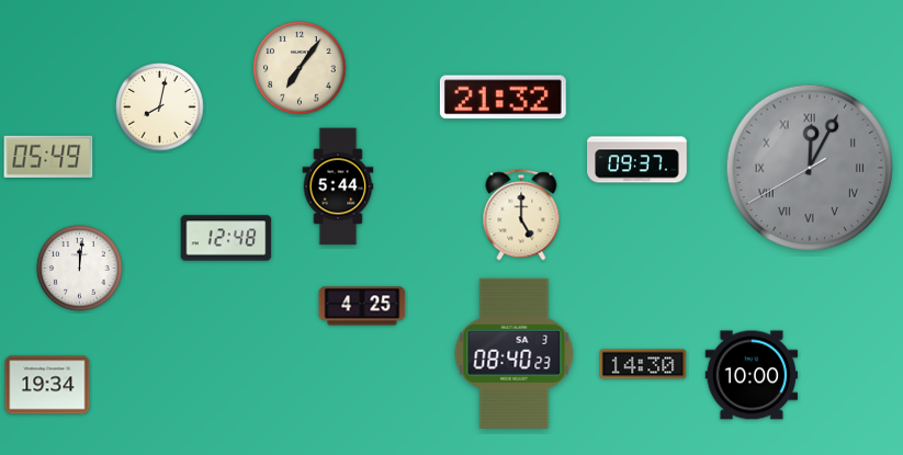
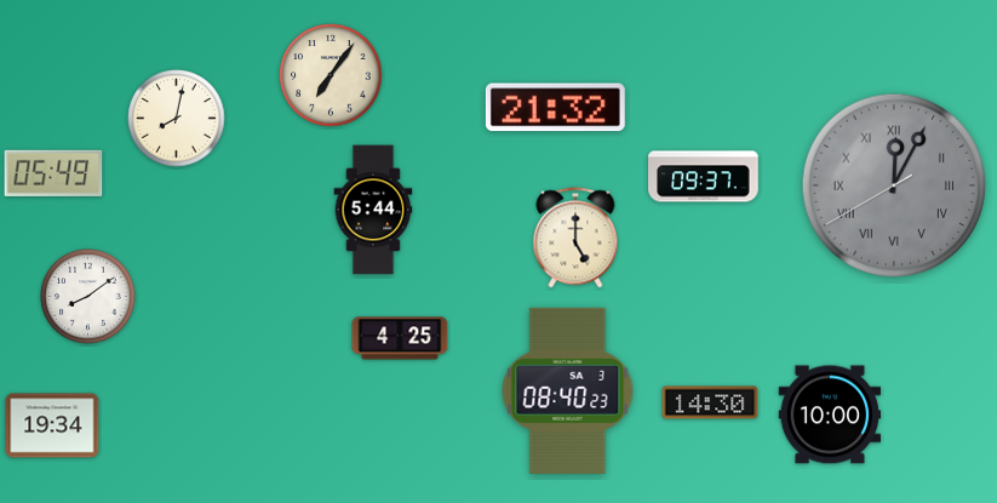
clock at (338, 186) position: (338, 186) -> (373, 210)
clock at (226, 238): 12:48 -> none
clock at (80, 269): 12:01 -> 8:09
